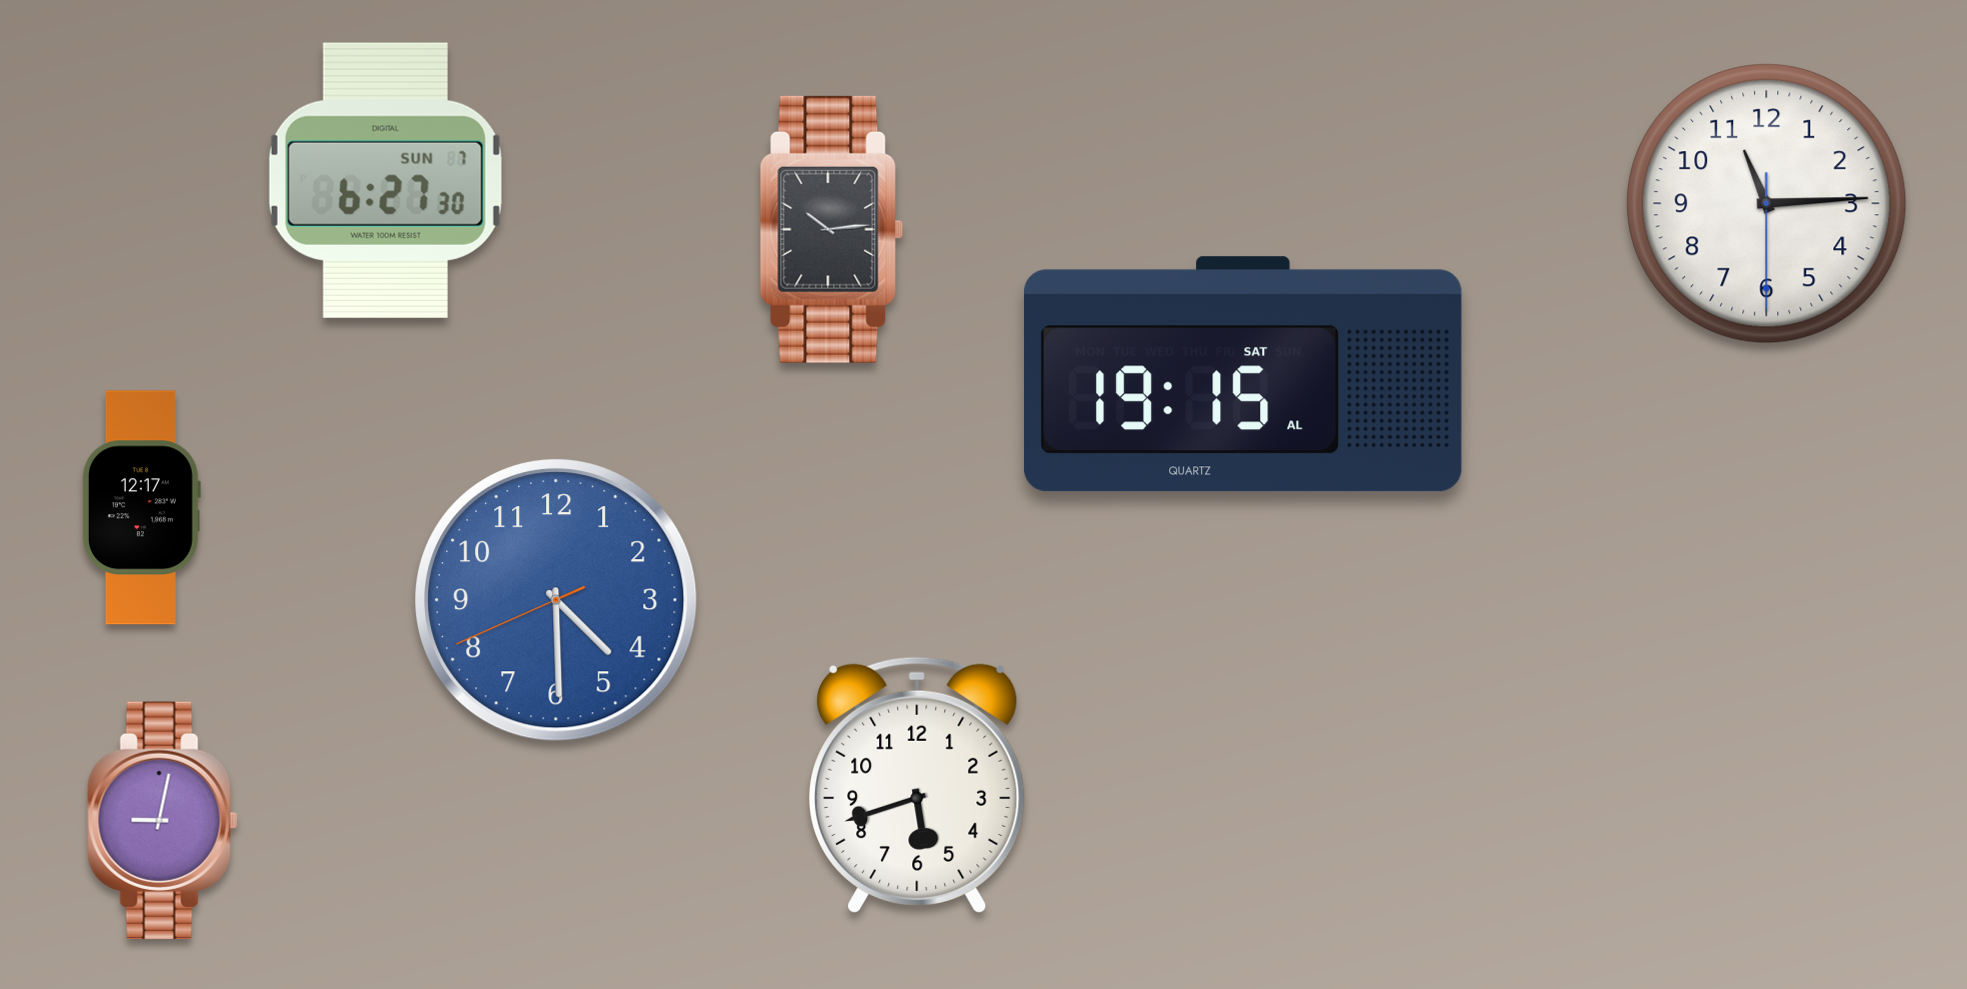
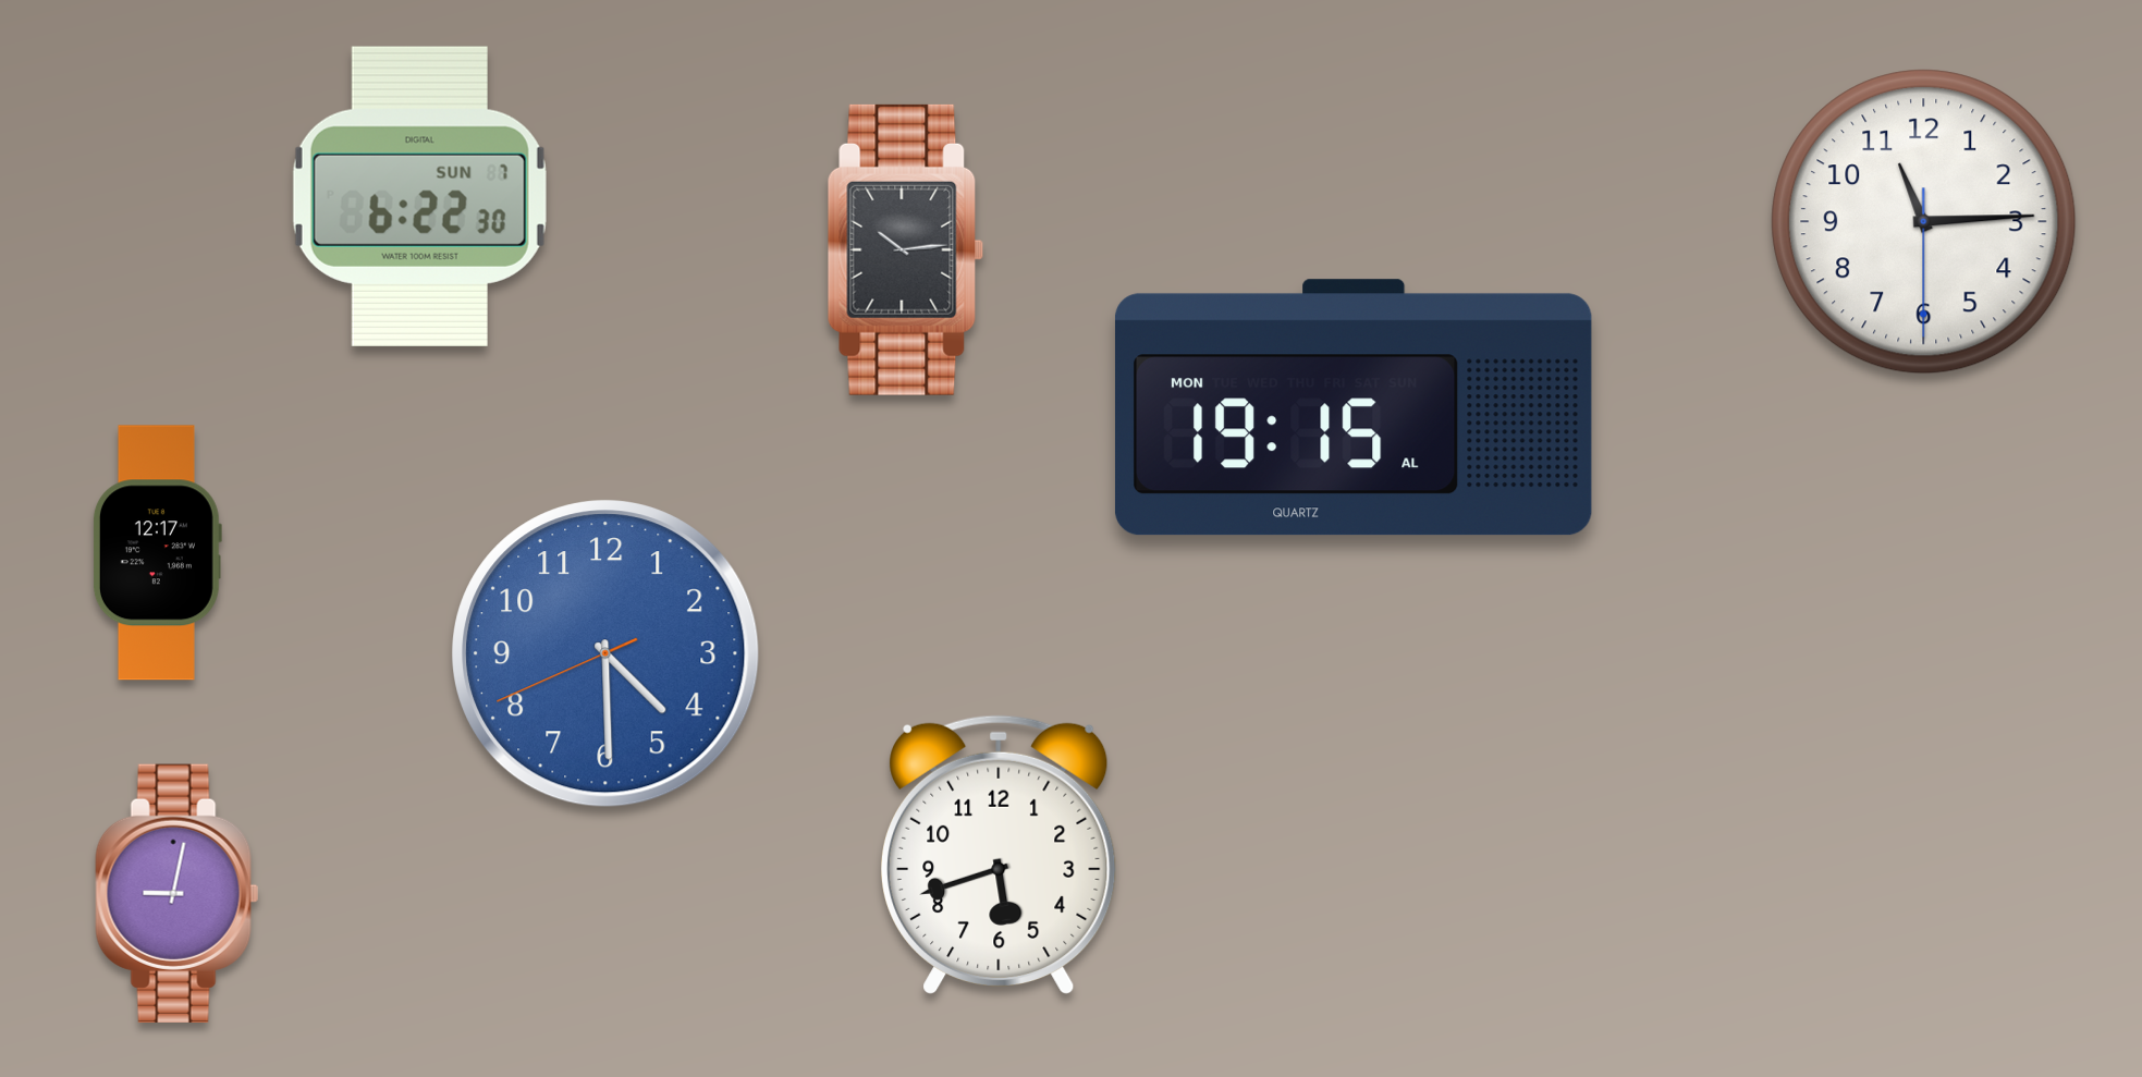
clock at (385, 180): 6:27 -> 6:22
clock at (1243, 374) date: SAT -> MON
clock at (141, 508) position: (141, 508) -> (157, 553)
